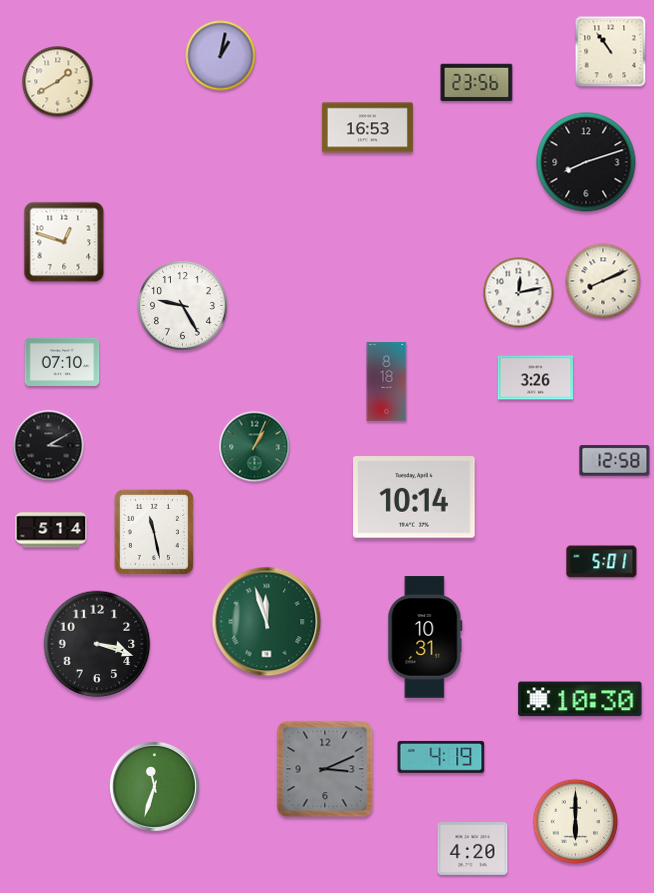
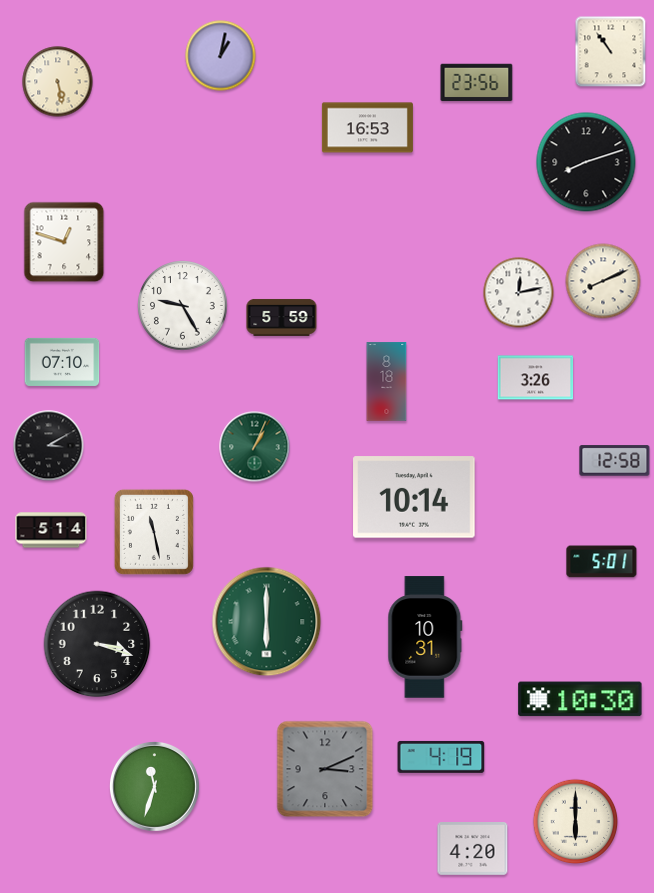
clock at (58, 82): 1:40 -> 5:28
clock at (282, 317): none -> 5:59
clock at (267, 622): 11:57 -> 6:00
